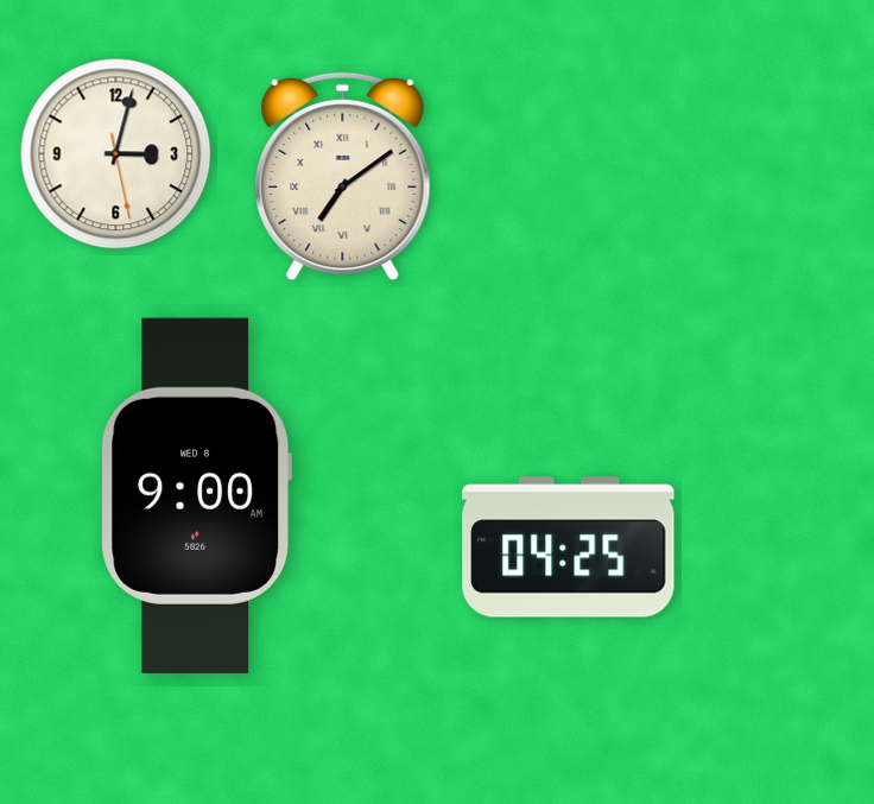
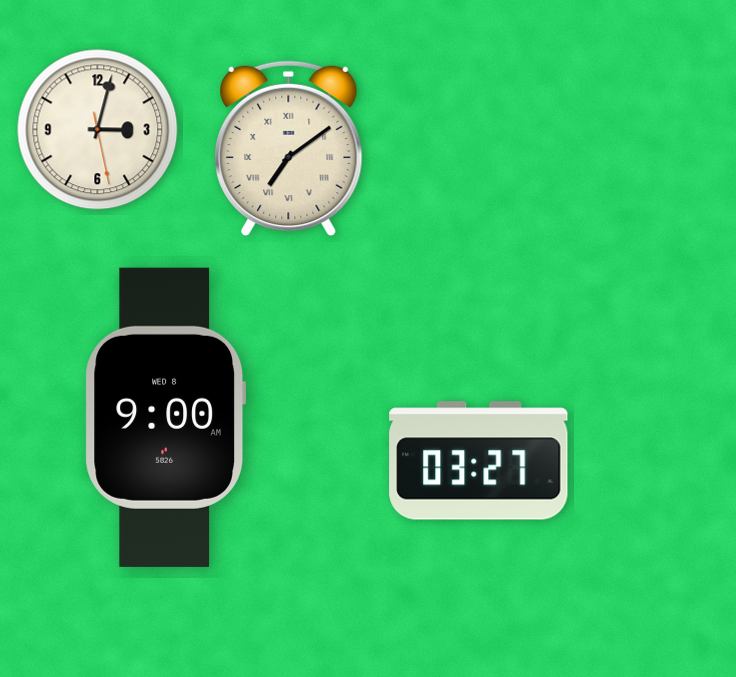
clock at (569, 547): 04:25 -> 03:27
